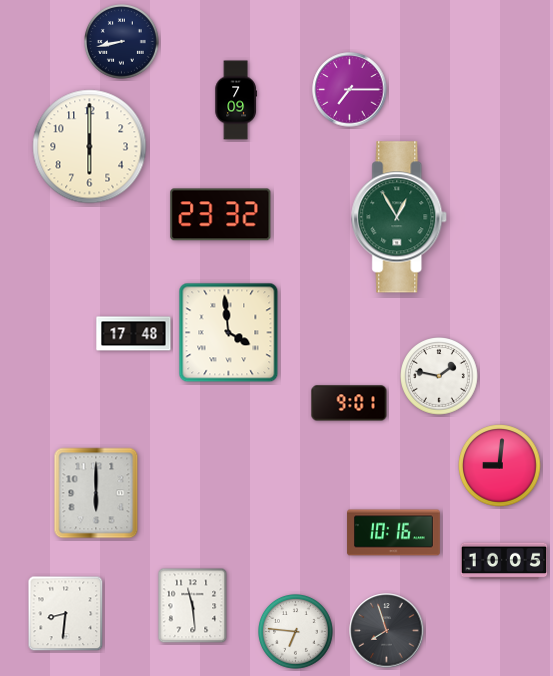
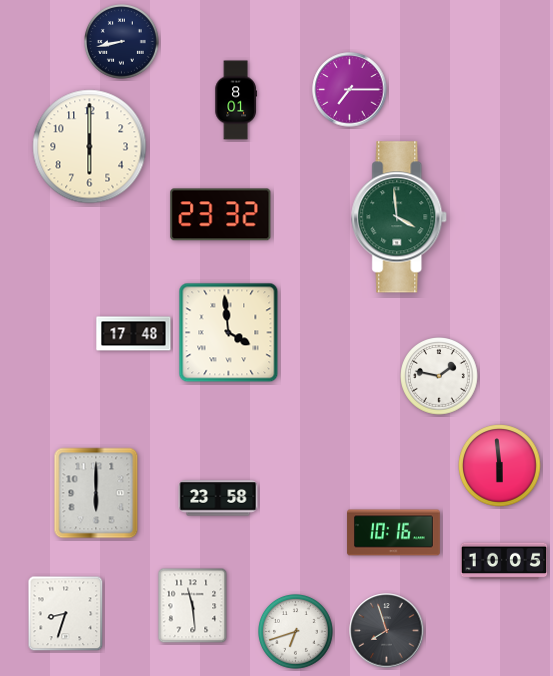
clock at (236, 100): 7:09 -> 8:01
clock at (400, 217): 12:55 -> 3:59
clock at (349, 403): 9:01 -> none
clock at (500, 466): 9:01 -> 5:59
clock at (218, 498): none -> 23:58
clock at (66, 614): 8:31 -> 8:33
clock at (296, 632): 6:46 -> 6:42
